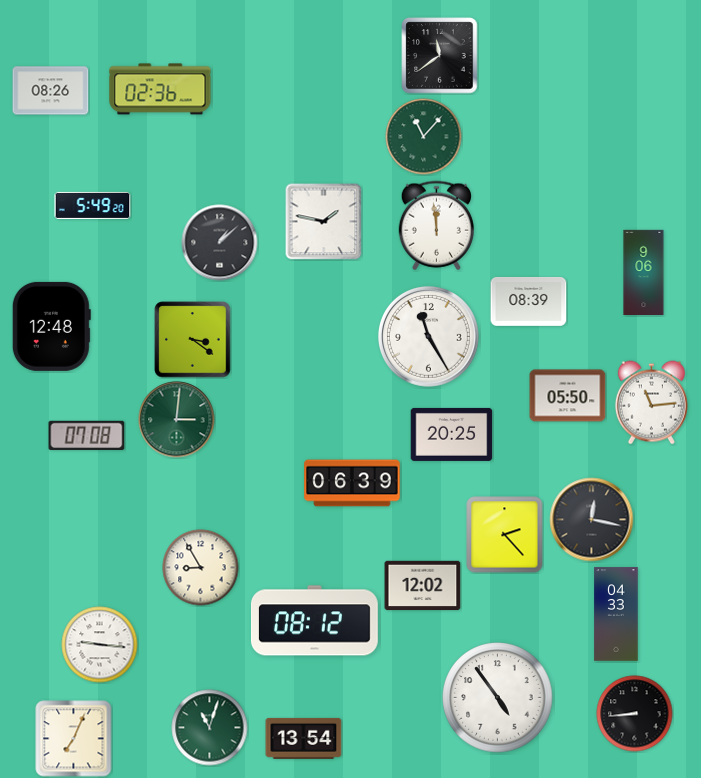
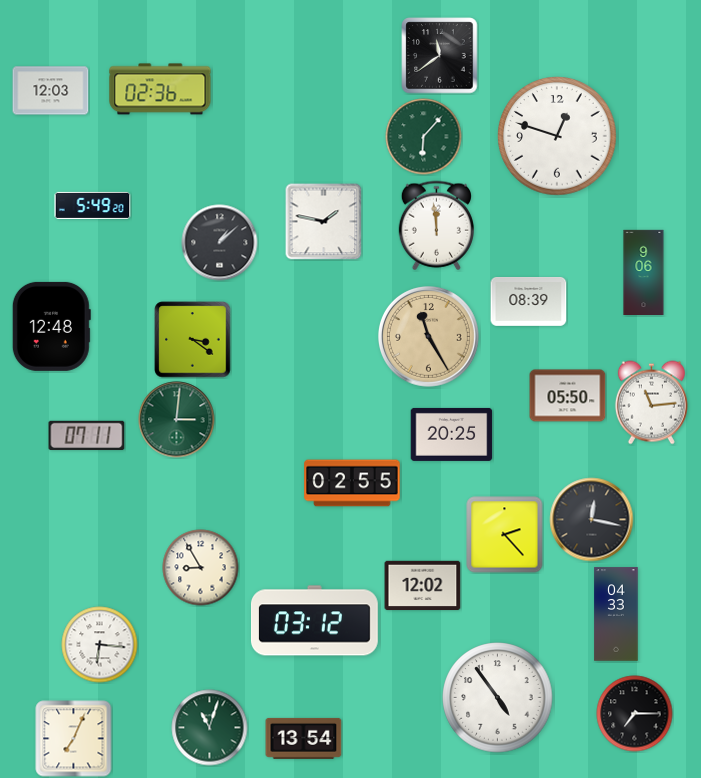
clock at (51, 91): 08:26 -> 12:03
clock at (557, 136): none -> 12:48
clock at (424, 137): 11:07 -> 6:07
clock at (429, 337) dial: white -> champagne
clock at (87, 435): 07:08 -> 07:11
clock at (352, 483): 06:39 -> 02:55
clock at (314, 621): 08:12 -> 03:12
clock at (100, 645): 9:16 -> 6:16
clock at (635, 714): 8:44 -> 7:15
